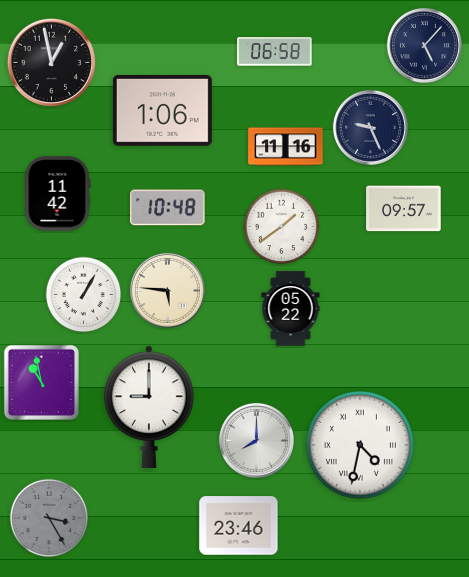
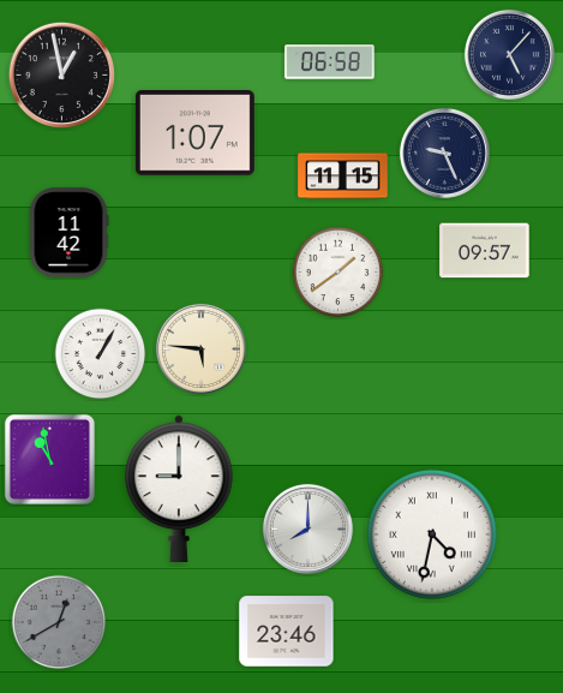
clock at (162, 111): 1:06 -> 1:07
clock at (286, 147): 11:16 -> 11:15
clock at (168, 208): 10:48 -> none
clock at (291, 309): 05:22 -> none
clock at (49, 518): 3:25 -> 12:40
